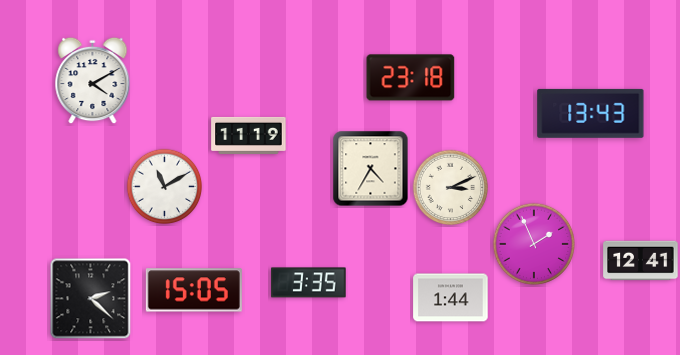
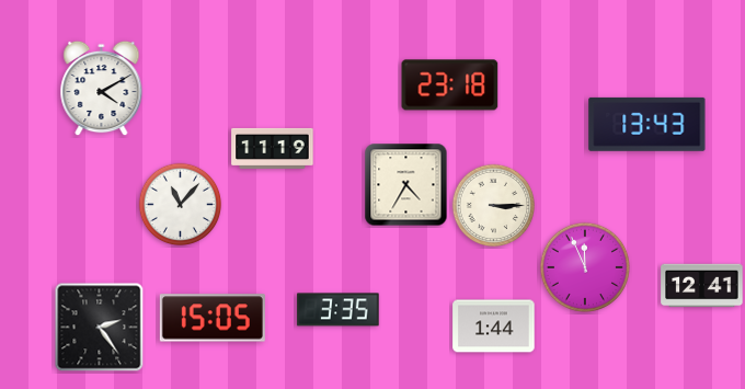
clock at (165, 187): 11:10 -> 11:07
clock at (451, 188): 3:11 -> 3:15
clock at (533, 243): 1:56 -> 11:56
clock at (91, 299): 2:22 -> 2:24
